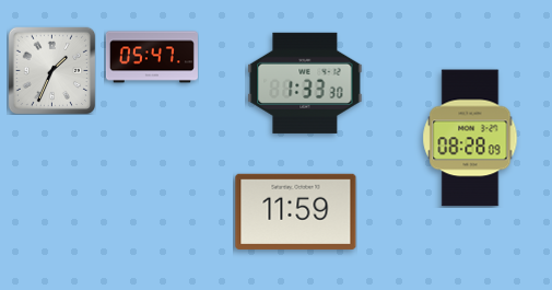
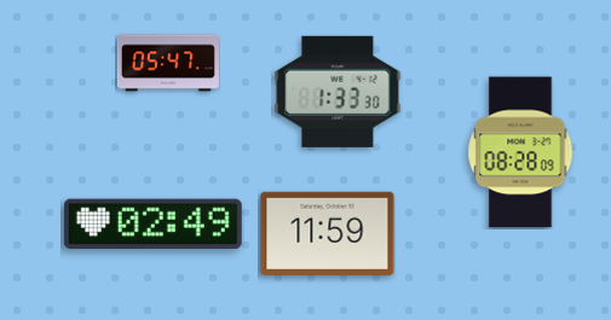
clock at (51, 70): 1:34 -> none
clock at (152, 225): none -> 02:49
